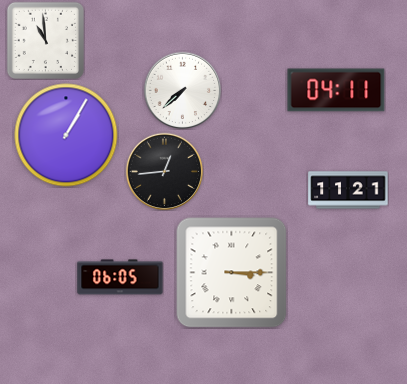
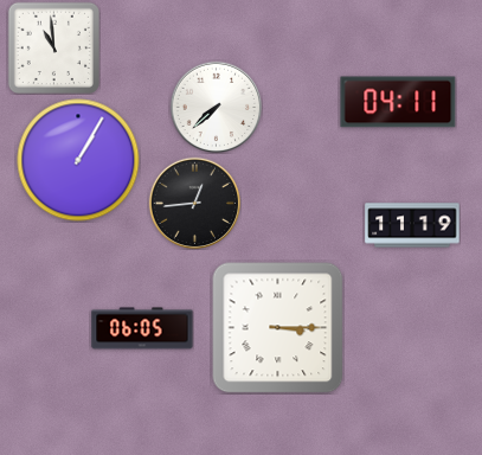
clock at (336, 90) position: (336, 90) -> (398, 102)
clock at (348, 190): 11:21 -> 11:19
clock at (232, 273) position: (232, 273) -> (278, 328)
